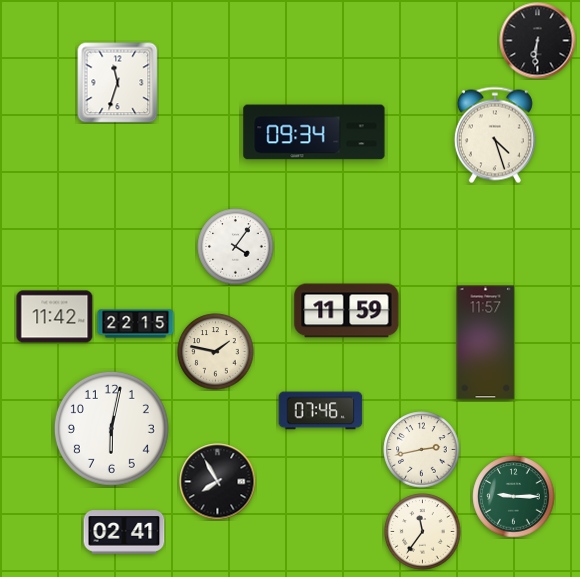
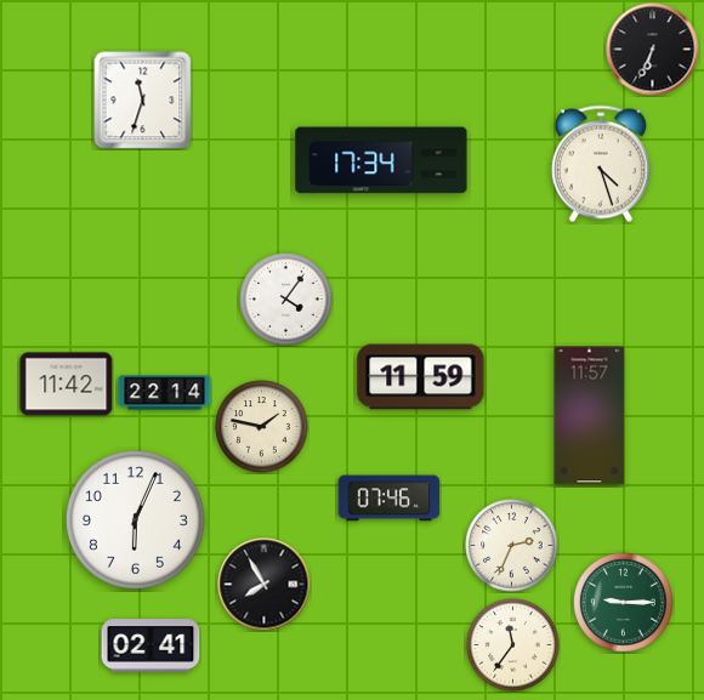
clock at (538, 41): 6:31 -> 6:34
clock at (314, 132): 09:34 -> 17:34
clock at (136, 324): 22:15 -> 22:14
clock at (111, 428): 6:02 -> 6:04
clock at (422, 450): 2:43 -> 2:34
